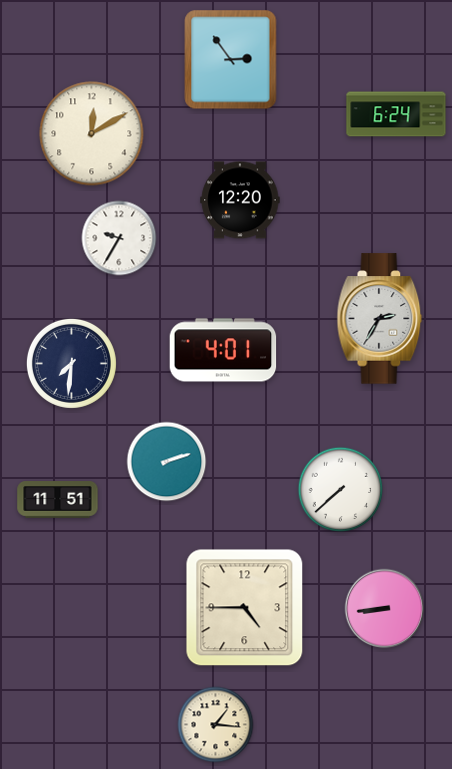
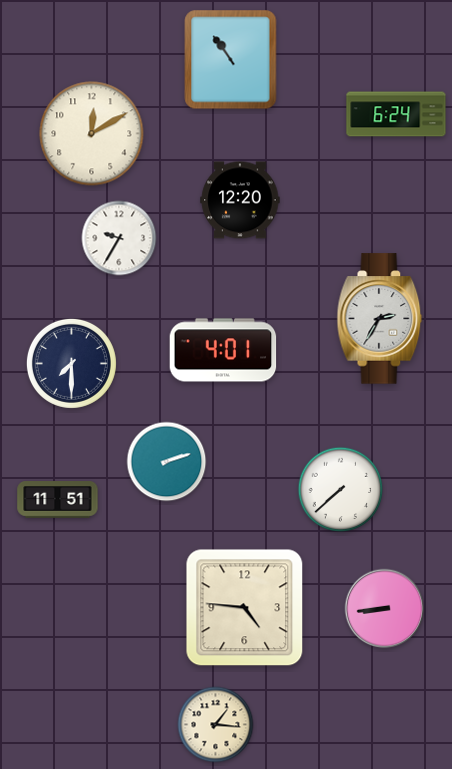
clock at (231, 60): 2:54 -> 10:54
clock at (71, 363): 7:31 -> 7:30
clock at (245, 608): 4:45 -> 4:46
